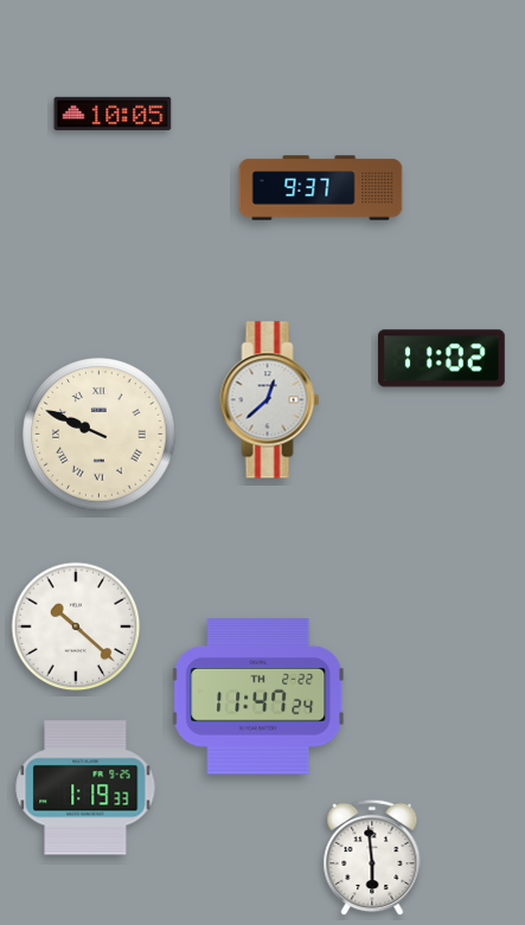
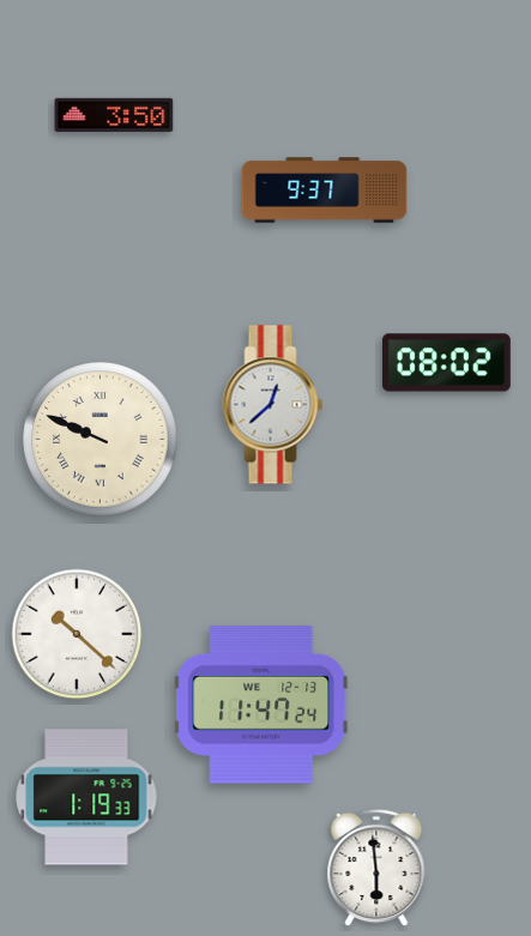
clock at (113, 114): 10:05 -> 3:50
clock at (441, 359): 11:02 -> 08:02
clock at (258, 696) date: TH 2-22 -> WE 12-13
